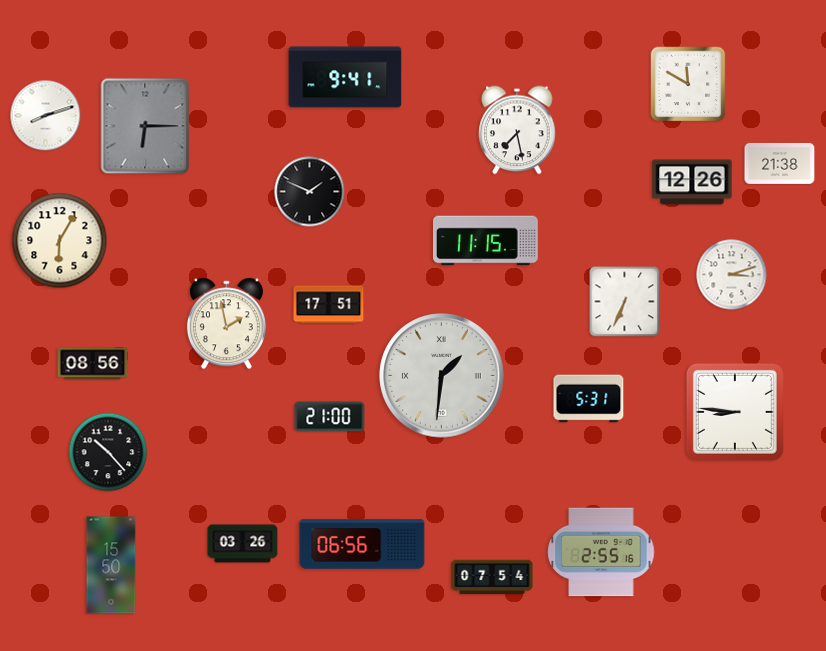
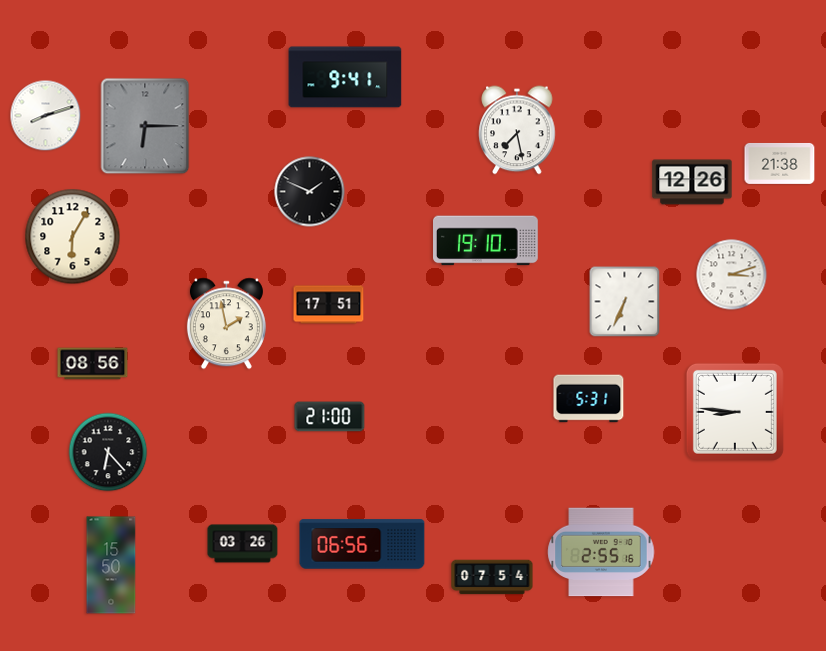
clock at (688, 84): 11:50 -> none
clock at (60, 241) position: (60, 241) -> (73, 237)
clock at (486, 241): 11:15 -> 19:10
clock at (442, 376): 1:31 -> none
clock at (108, 452): 10:23 -> 6:23
